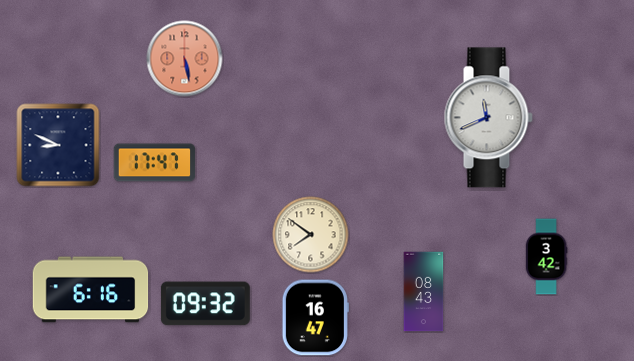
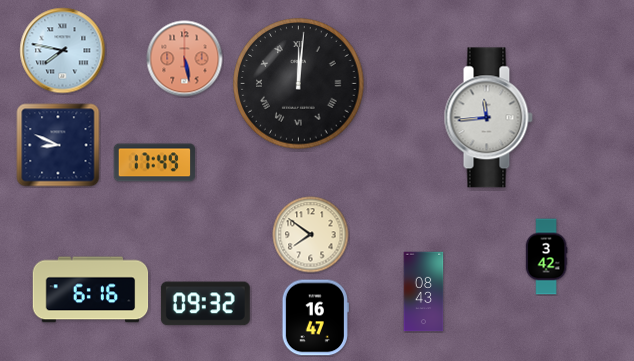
clock at (63, 51): none -> 7:47
clock at (299, 84): none -> 12:01
clock at (488, 118): 11:41 -> 11:44
clock at (155, 163): 17:47 -> 17:49
